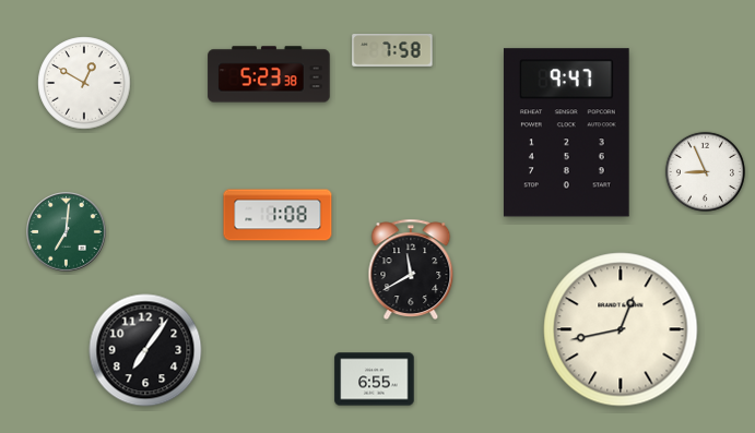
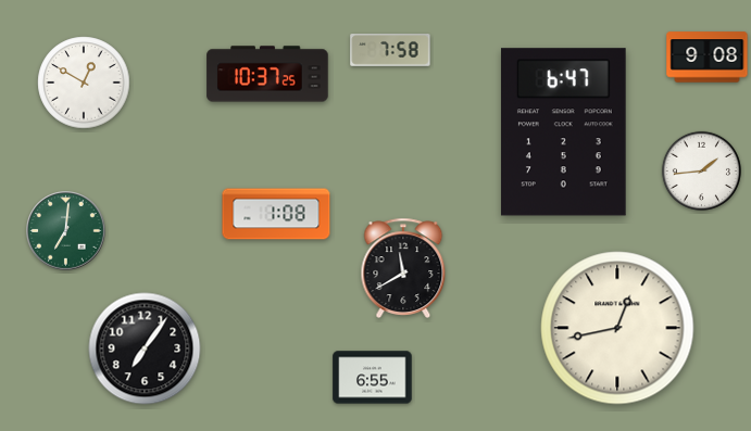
clock at (708, 58): none -> 9:08
clock at (269, 74): 5:23 -> 10:37
clock at (566, 133): 9:47 -> 6:47
clock at (705, 171): 8:56 -> 1:44
clock at (411, 268) position: (411, 268) -> (403, 267)
